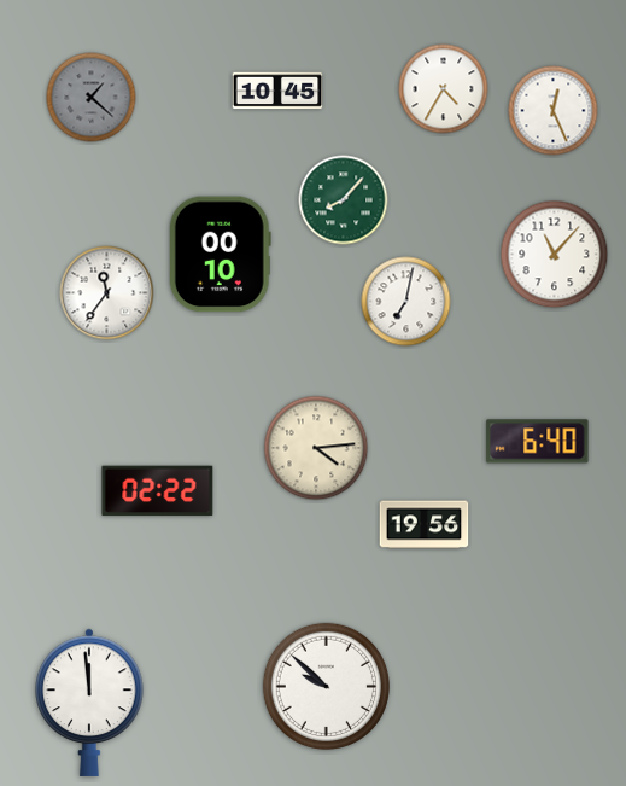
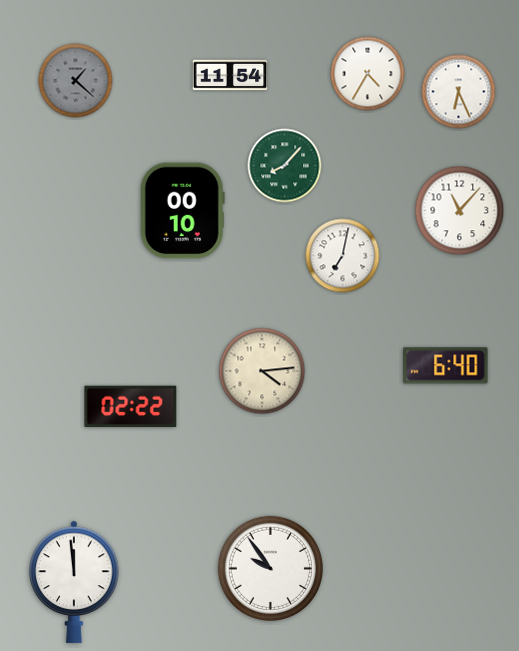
clock at (277, 91): 10:45 -> 11:54
clock at (554, 111): 12:26 -> 6:26
clock at (107, 293): 11:36 -> none
clock at (406, 302) position: (406, 302) -> (343, 256)
clock at (425, 525): 19:56 -> none
clock at (326, 686): 9:52 -> 9:54
